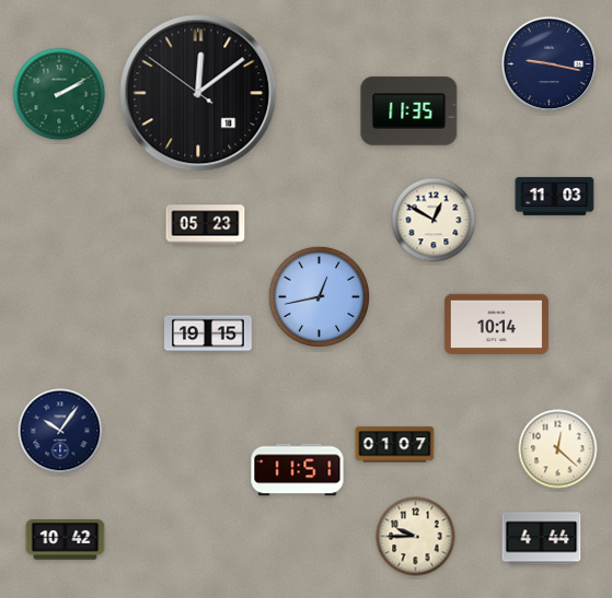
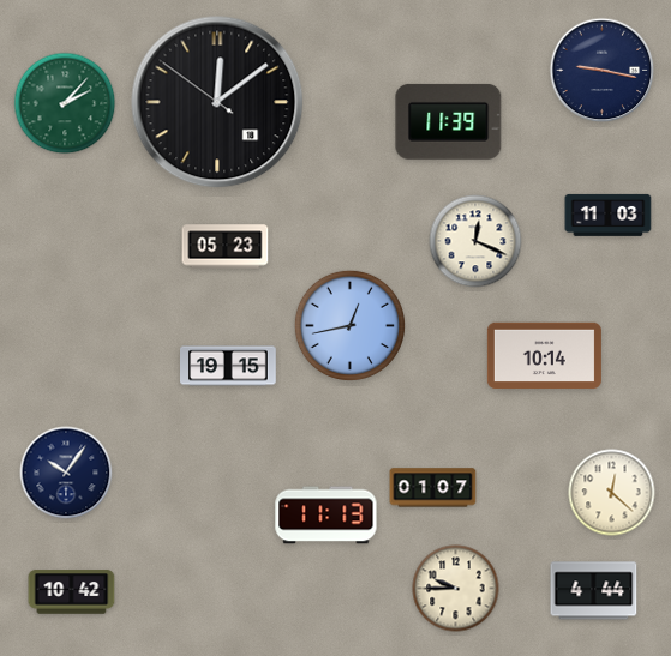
clock at (59, 94): 2:10 -> 2:07
clock at (409, 110): 11:35 -> 11:39
clock at (434, 220): 12:50 -> 12:19
clock at (298, 470): 11:51 -> 11:13
